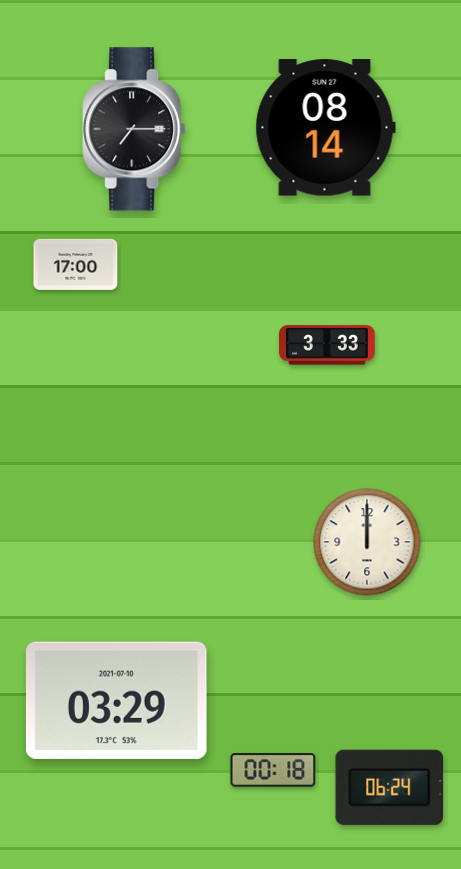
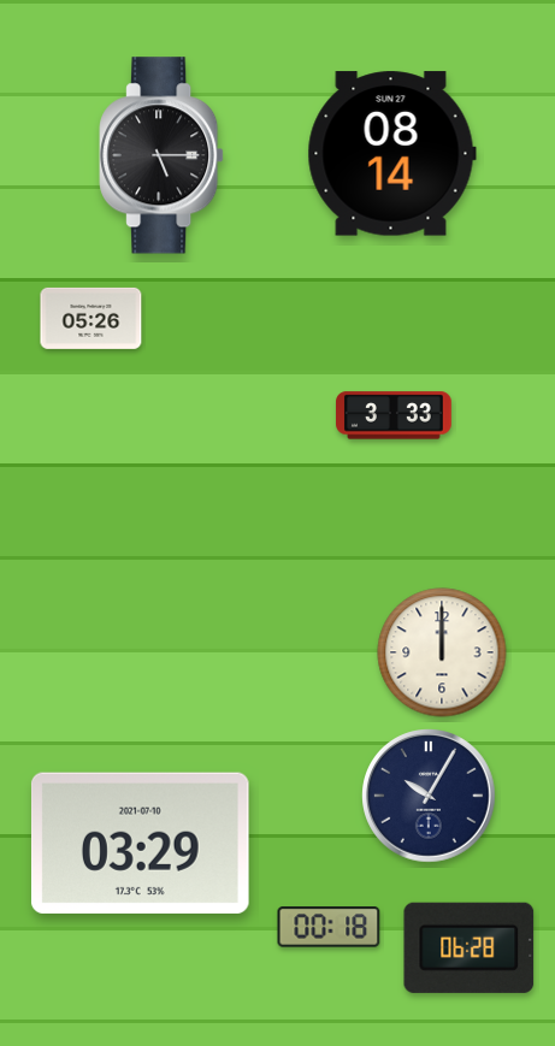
clock at (134, 129): 7:15 -> 5:15
clock at (76, 264): 17:00 -> 05:26
clock at (429, 796): none -> 10:05
clock at (390, 787): 06:24 -> 06:28
